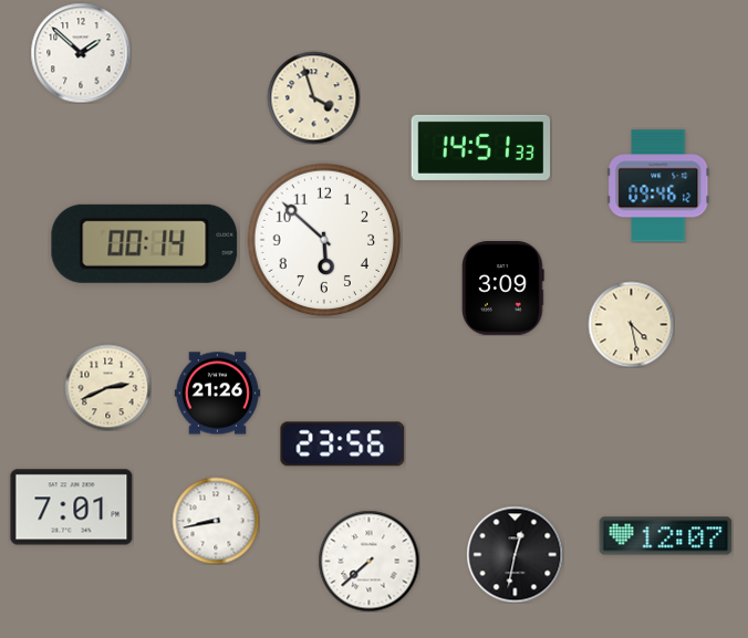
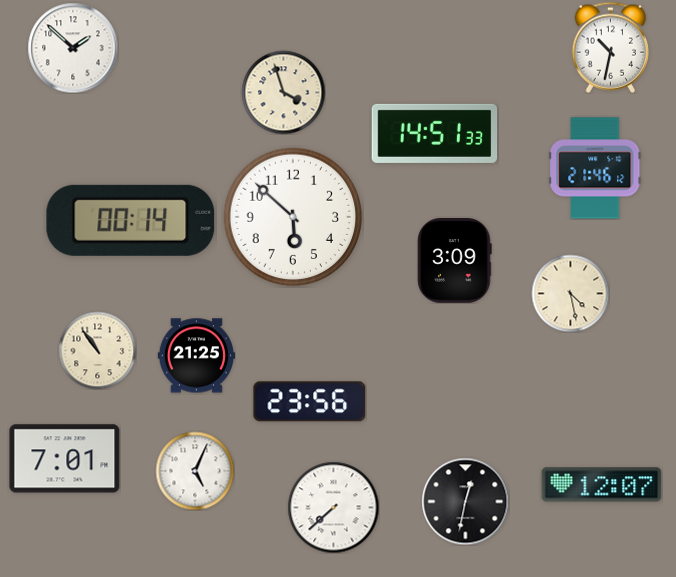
clock at (611, 47): none -> 10:32
clock at (313, 97) position: (313, 97) -> (283, 92)
clock at (659, 186): 09:46 -> 21:46
clock at (107, 387): 2:41 -> 10:54
clock at (217, 394): 21:26 -> 21:25
clock at (216, 521): 8:43 -> 5:04
